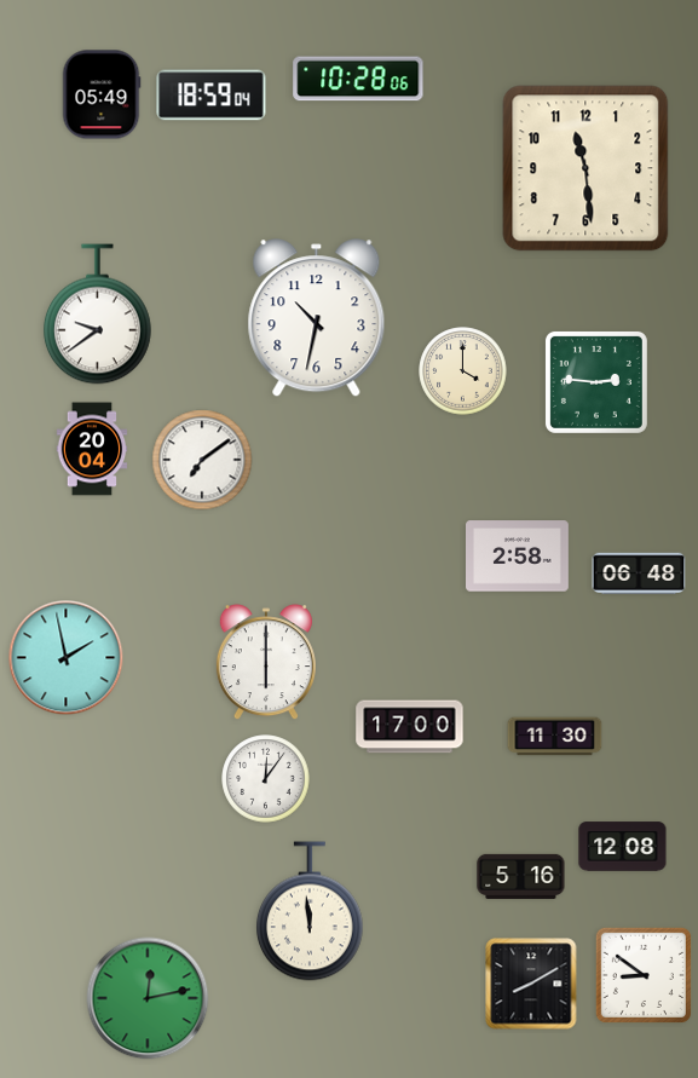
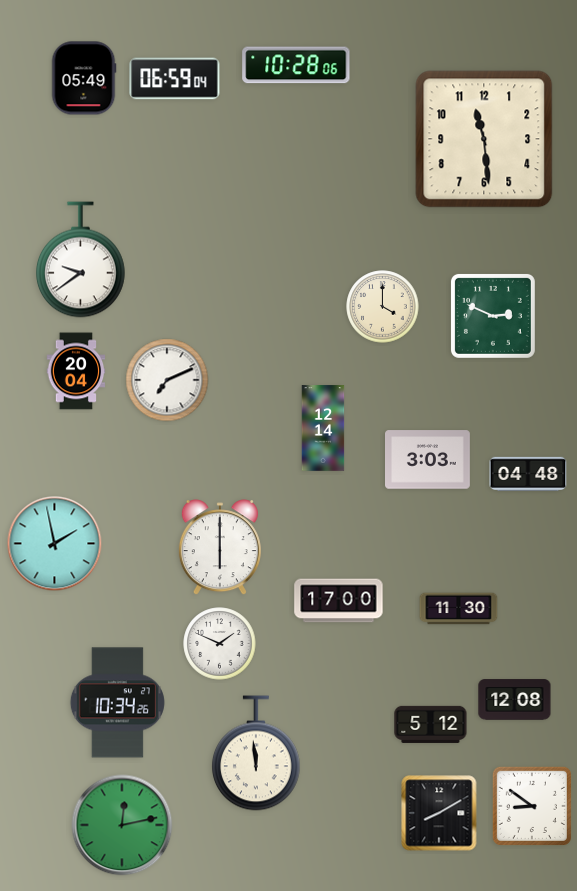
clock at (212, 96): 18:59 -> 06:59
clock at (317, 318): 10:32 -> none
clock at (596, 382): 2:46 -> 2:49
clock at (202, 460): 7:09 -> 7:11
clock at (323, 428): none -> 12:14
clock at (518, 557): 2:58 -> 3:03
clock at (639, 572): 06:48 -> 04:48
clock at (266, 779): 12:06 -> 1:49
clock at (117, 703): none -> 10:34
clock at (521, 876): 5:16 -> 5:12
